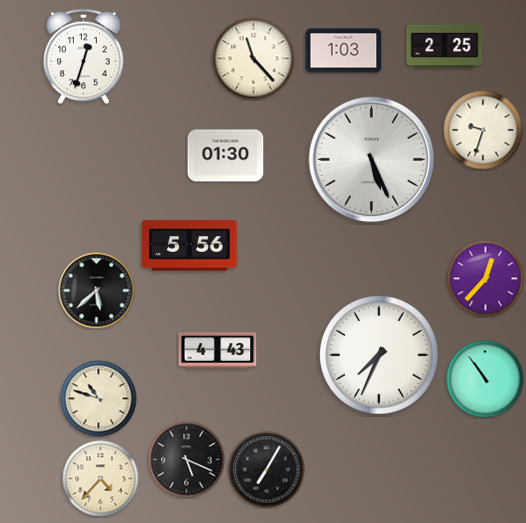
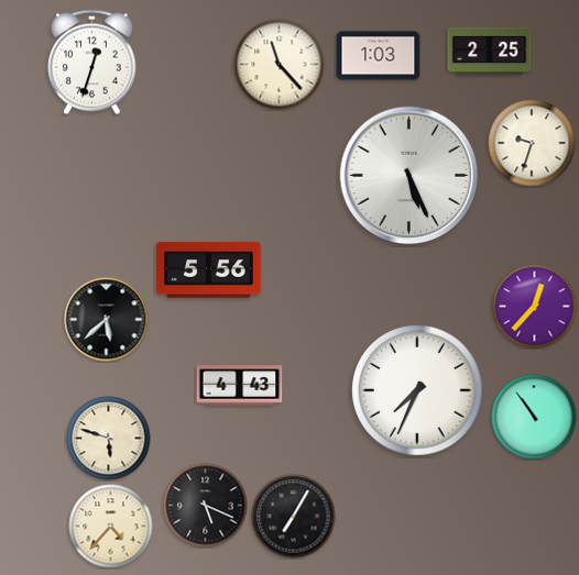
clock at (226, 156): 01:30 -> none
clock at (99, 399): 10:48 -> 5:48
